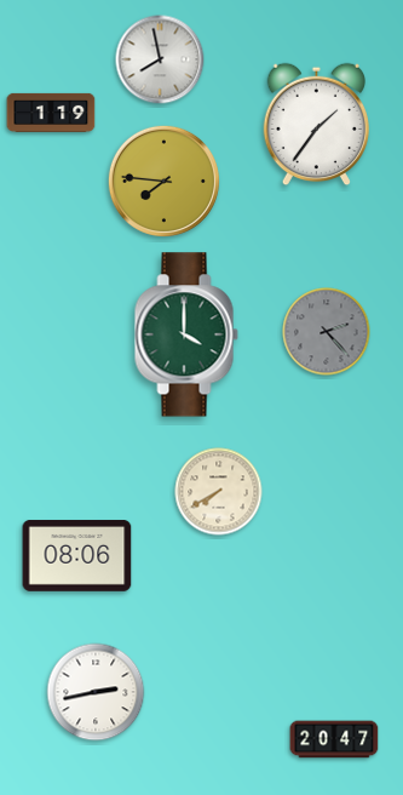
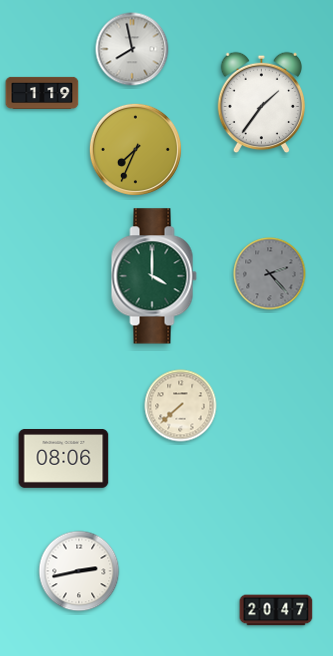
clock at (163, 181): 7:46 -> 7:34
clock at (219, 492): 7:40 -> 7:38
